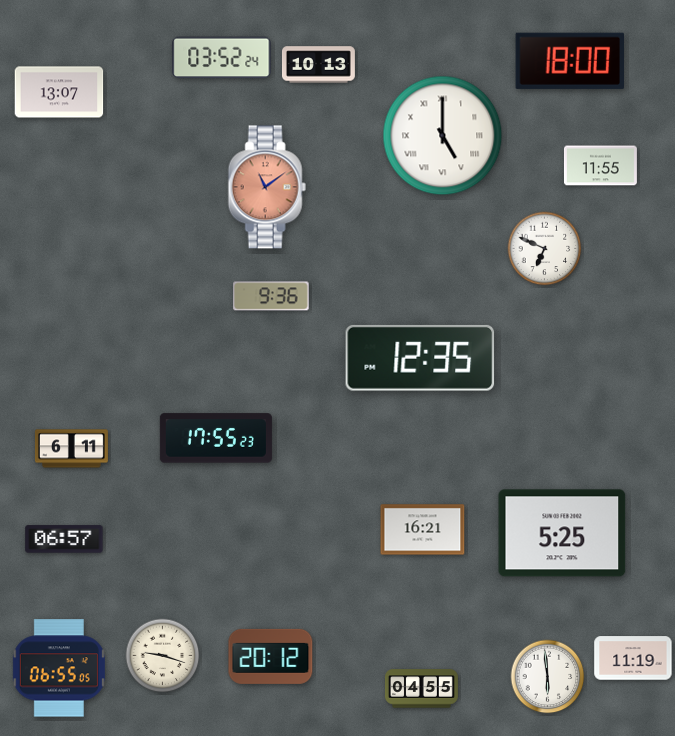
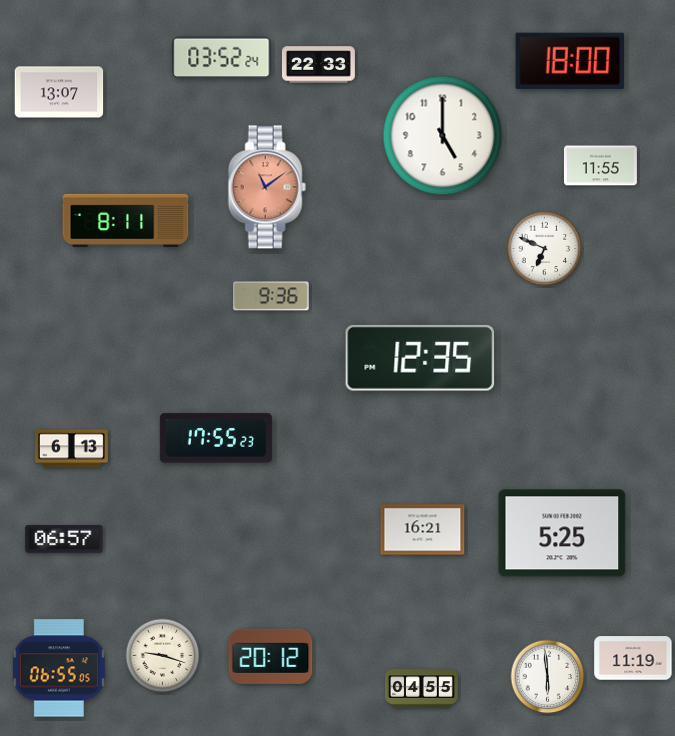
clock at (319, 65): 10:13 -> 22:33
clock at (443, 136) numerals: Roman -> Arabic
clock at (126, 220): none -> 8:11
clock at (71, 449): 6:11 -> 6:13
